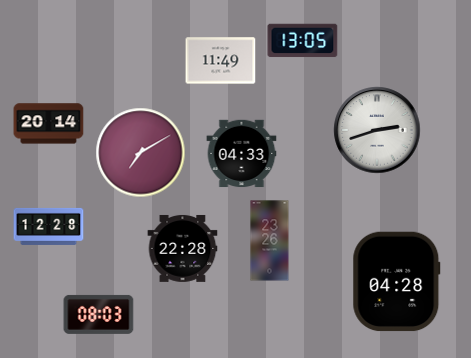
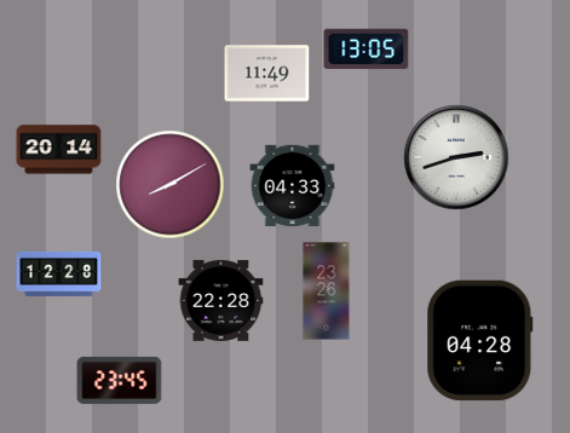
clock at (141, 153): 7:10 -> 8:10
clock at (99, 314): 08:03 -> 23:45
